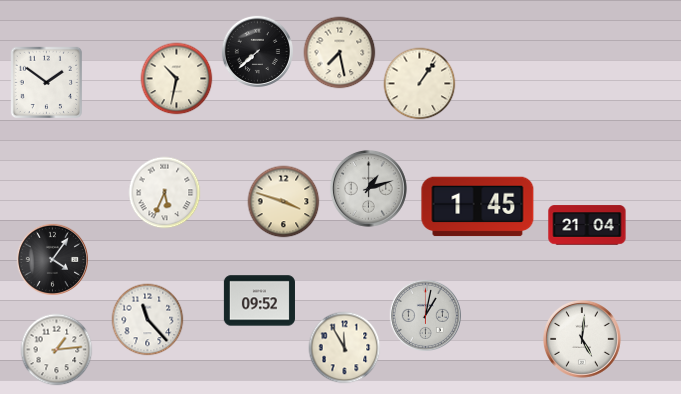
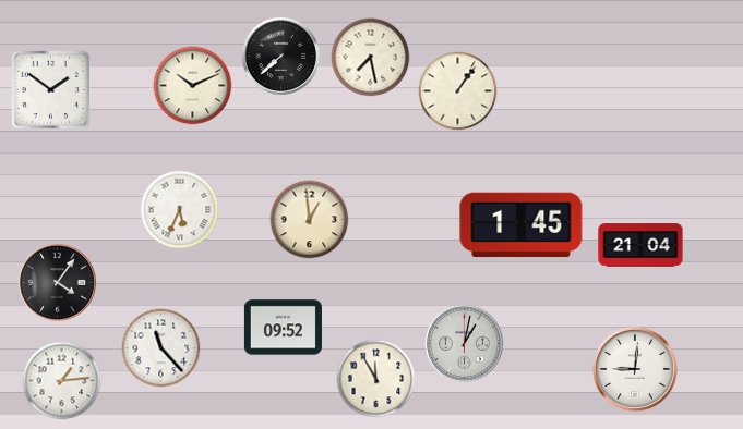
clock at (177, 79): 10:32 -> 10:11
clock at (368, 188): 1:12 -> none
clock at (284, 202): 3:48 -> 12:59
clock at (583, 340): 5:01 -> 9:01
